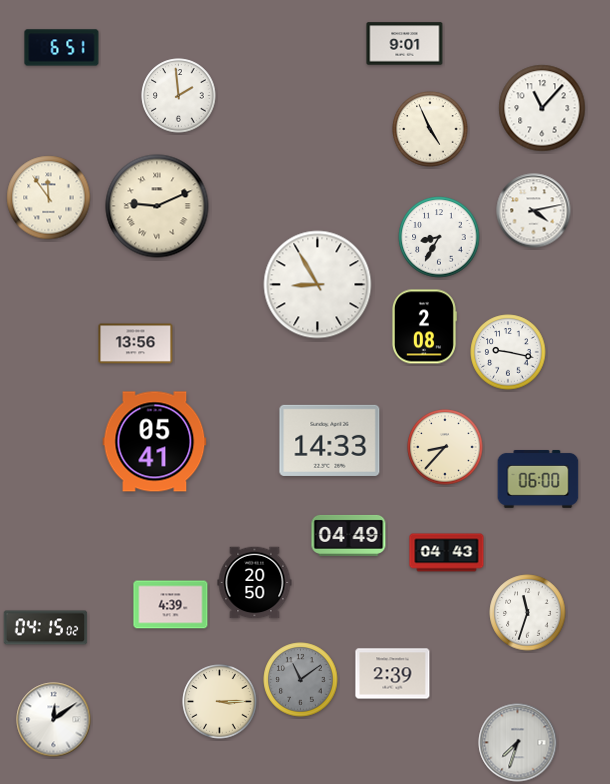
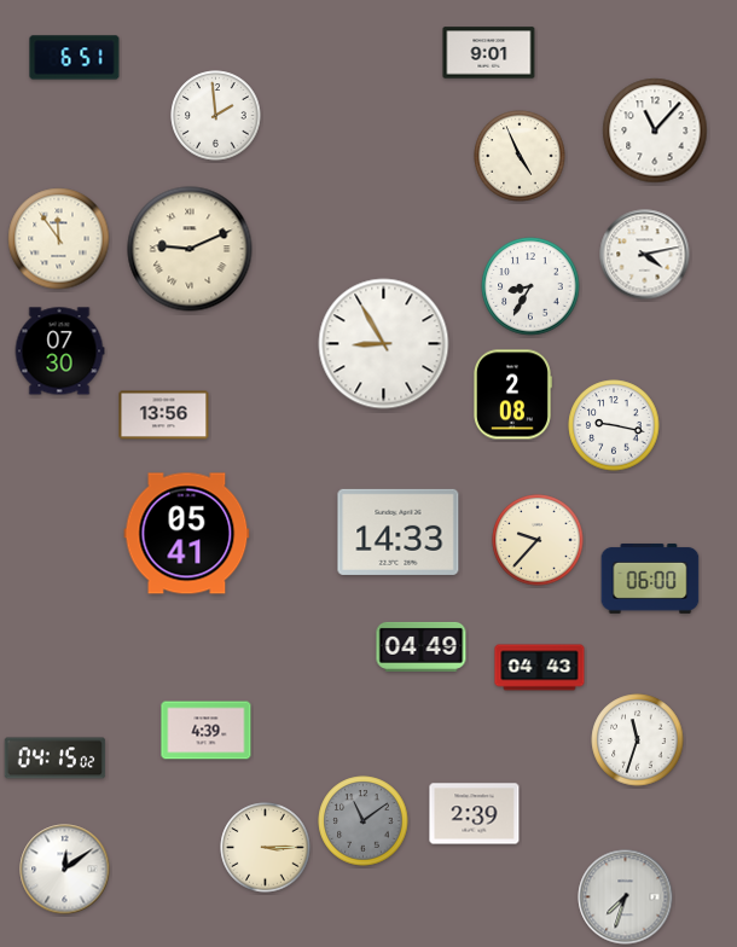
clock at (59, 352): none -> 07:30
clock at (445, 447): 8:37 -> 9:37
clock at (255, 583): 20:50 -> none
